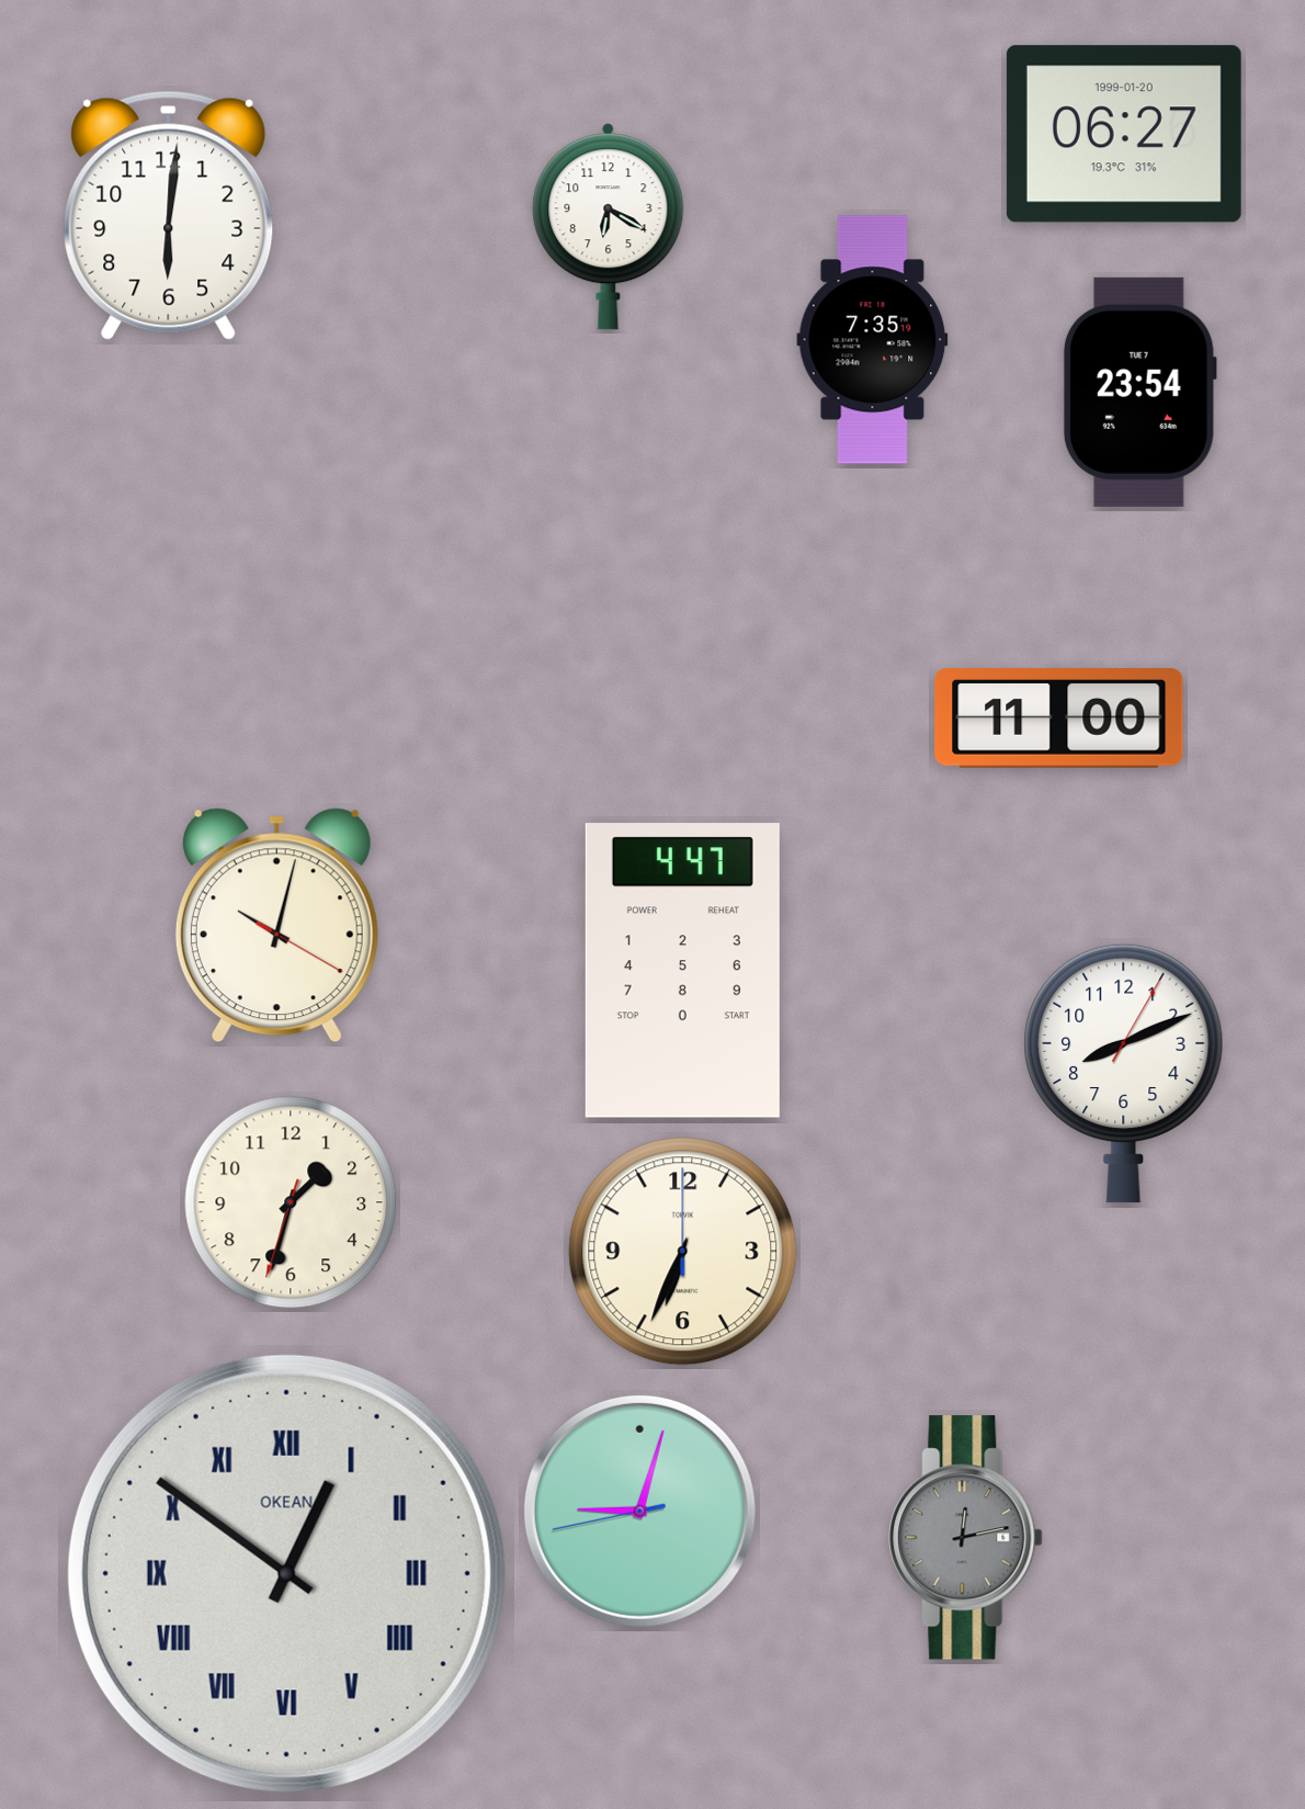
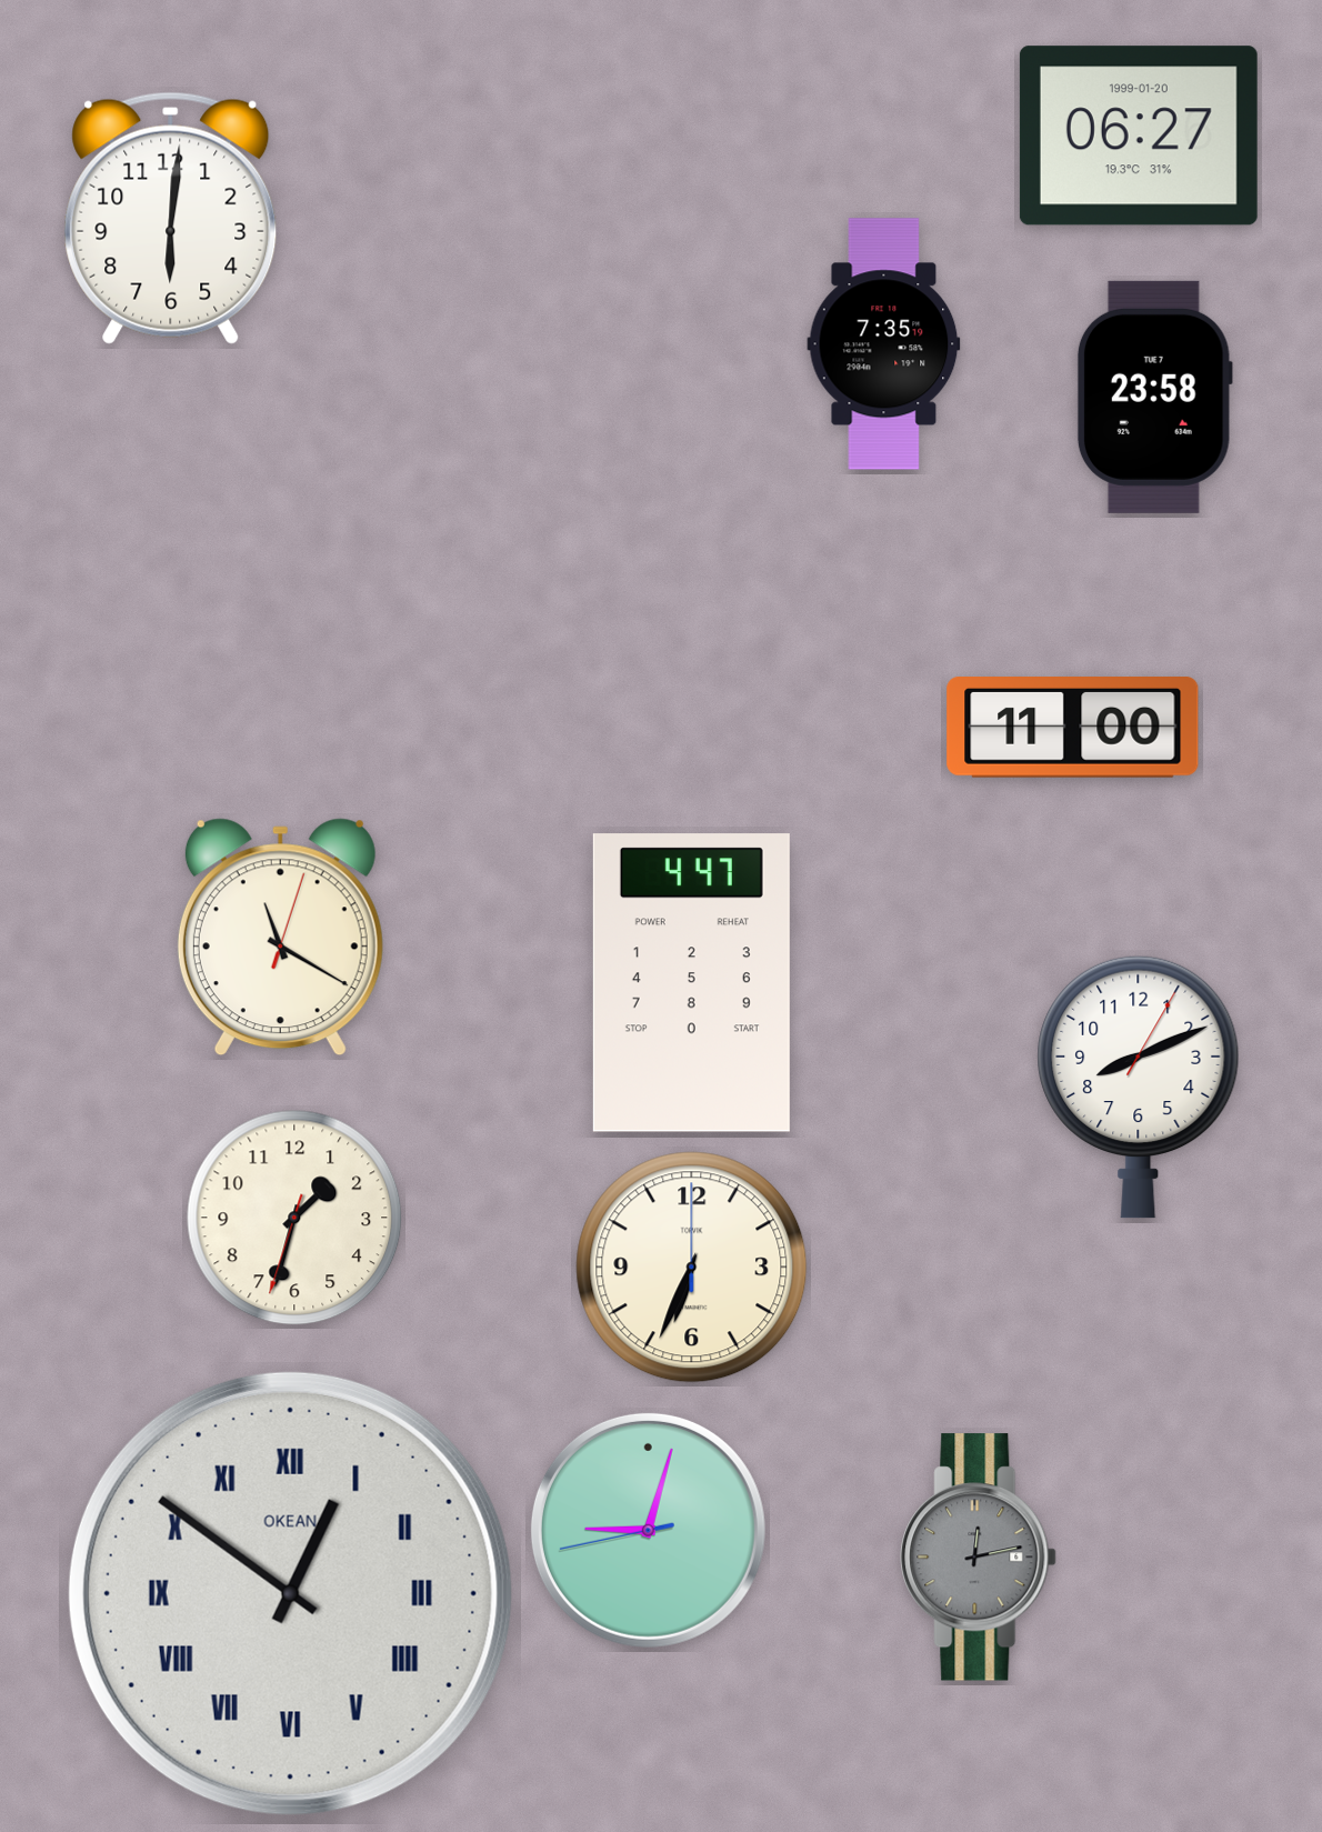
clock at (609, 227): 6:20 -> none
clock at (1139, 392): 23:54 -> 23:58
clock at (276, 926): 10:02 -> 11:20
